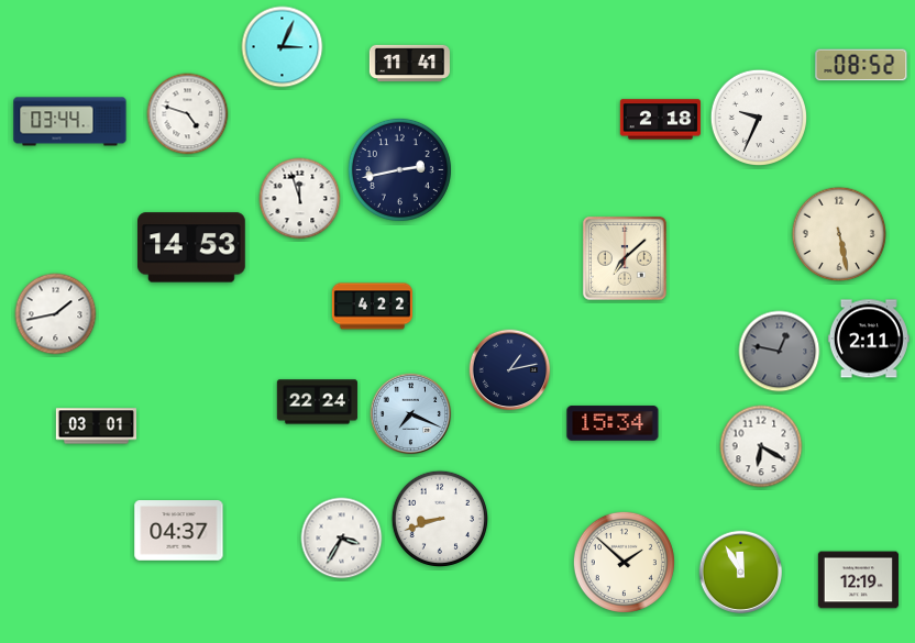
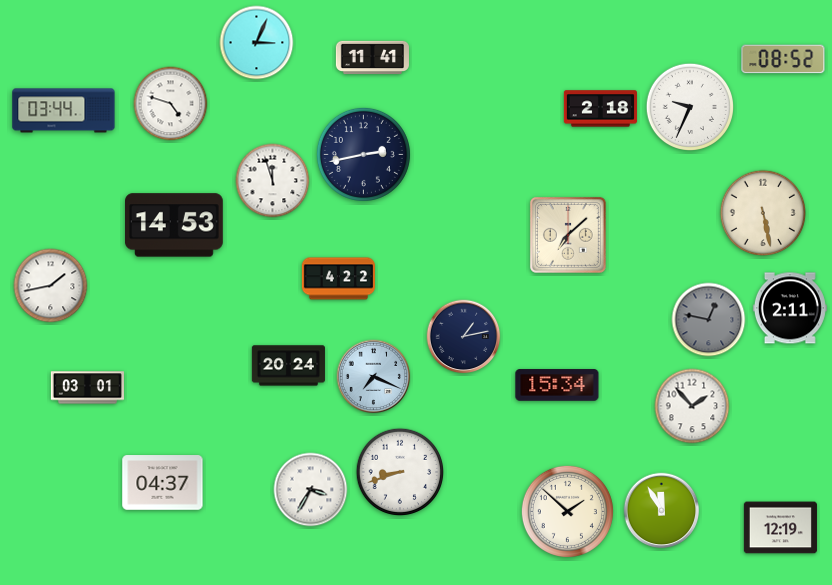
clock at (317, 402): 22:24 -> 20:24
clock at (761, 446): 6:20 -> 1:53
clock at (741, 573) position: (741, 573) -> (662, 511)
